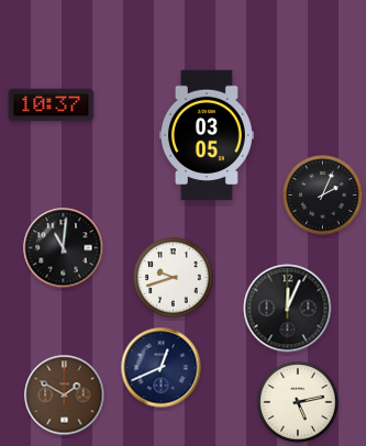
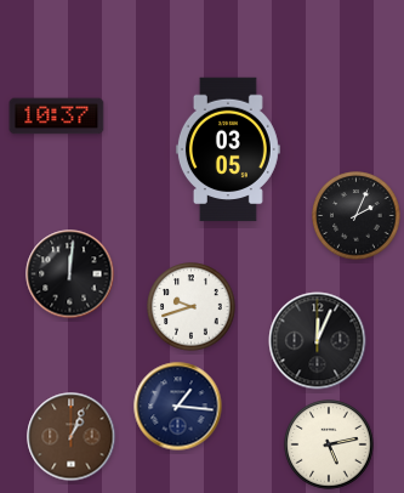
clock at (64, 248): 11:01 -> 12:01
clock at (162, 368): 12:41 -> 1:16
clock at (65, 395): 1:50 -> 1:04
